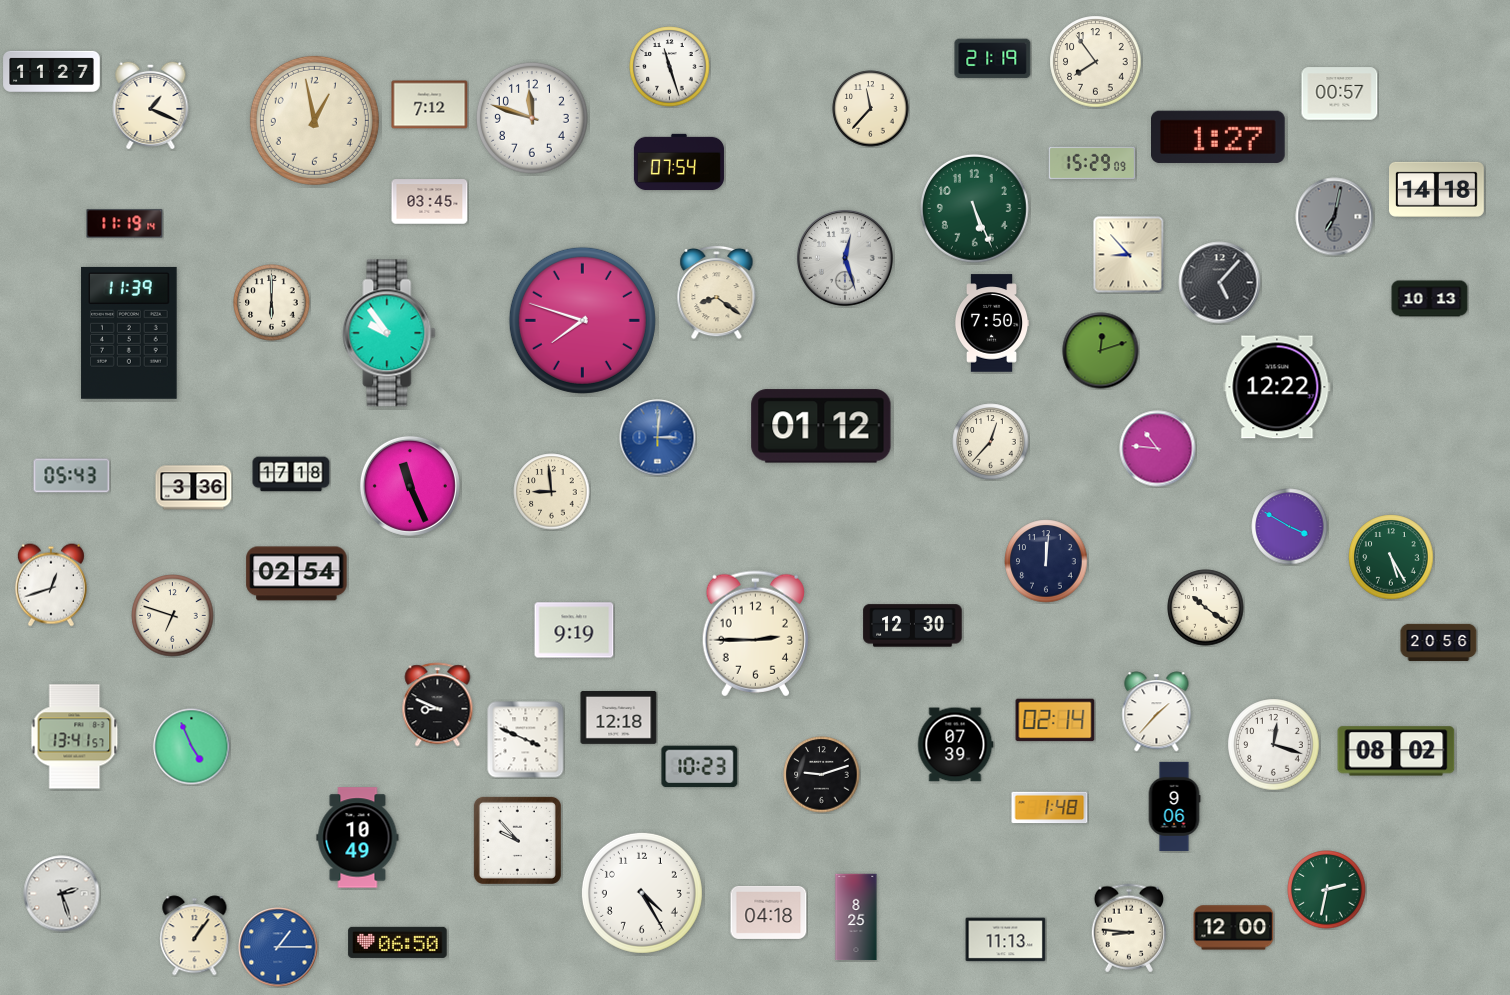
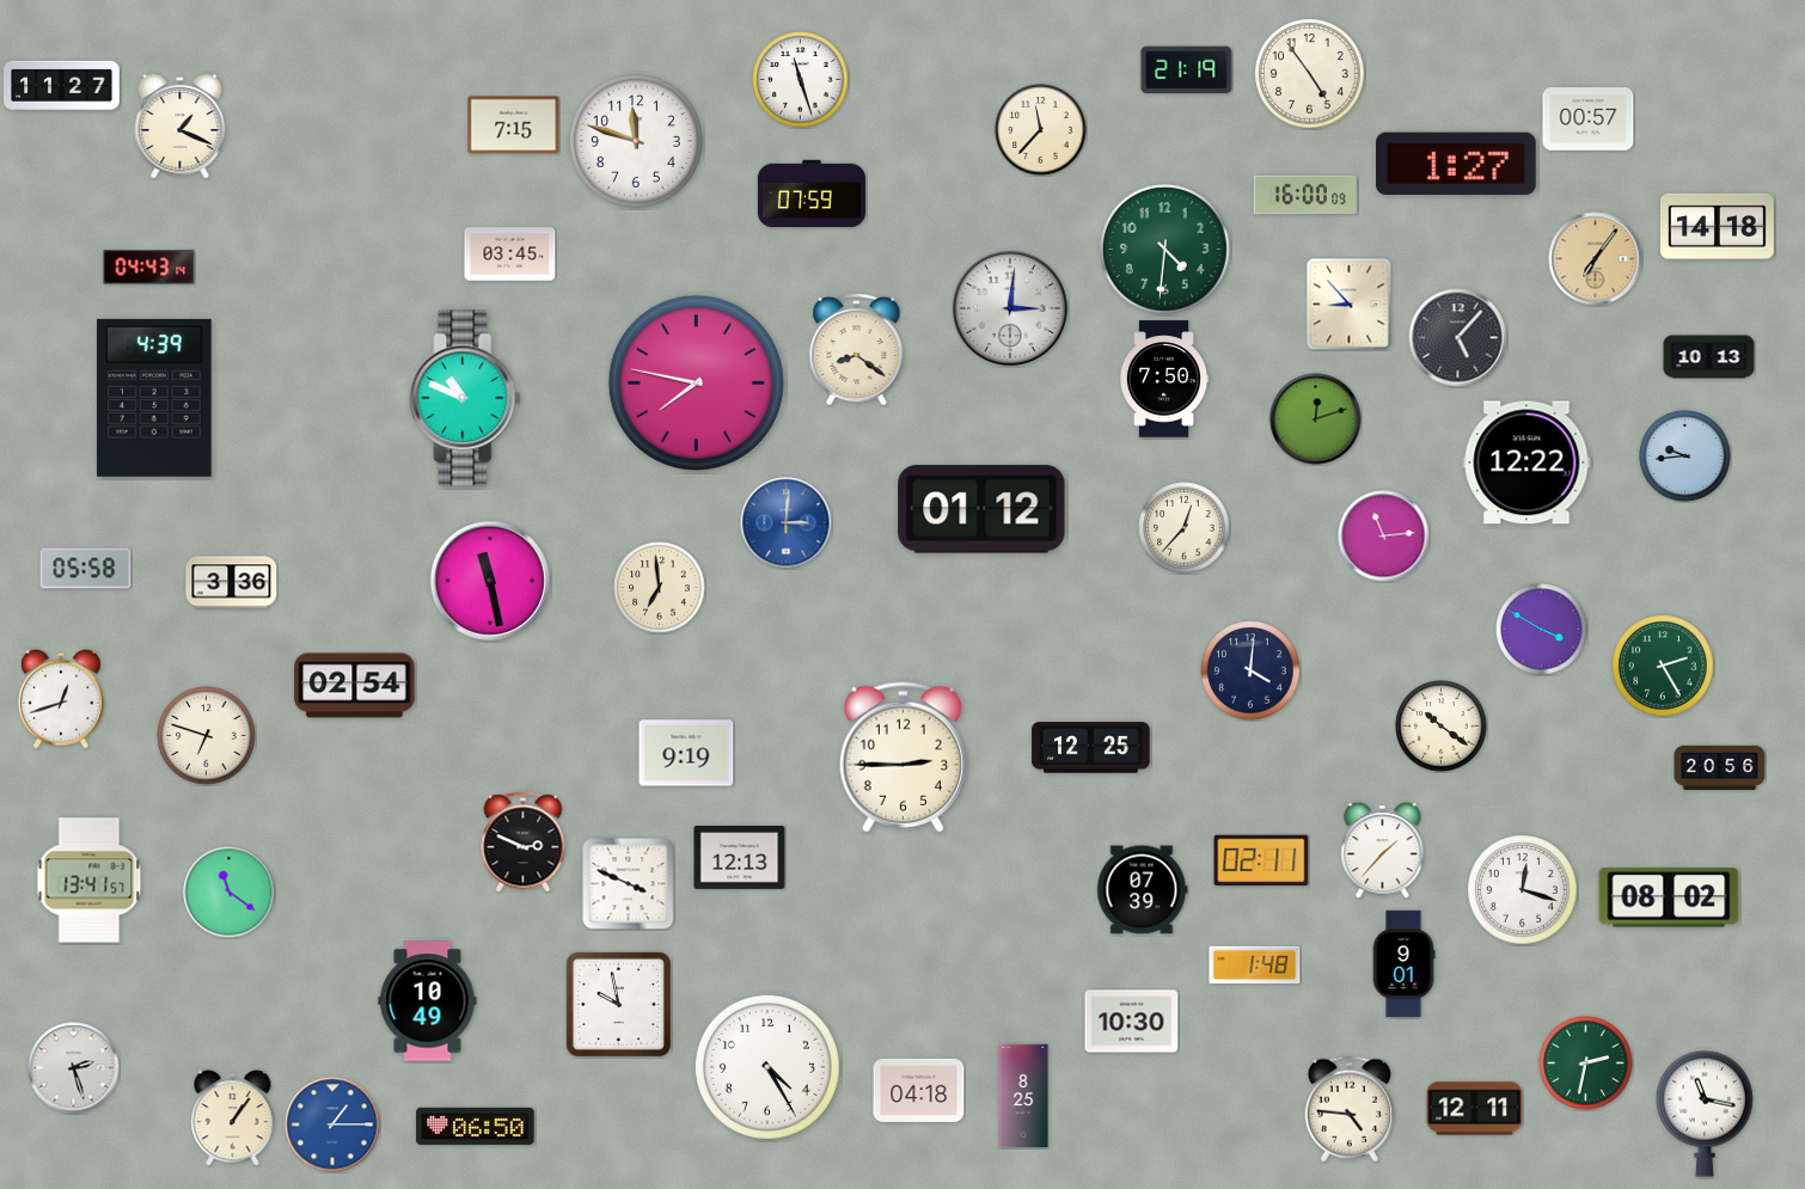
clock at (1096, 62): 7:54 -> 4:54
clock at (1340, 94) position: (1340, 94) -> (1589, 119)
clock at (430, 105): 7:12 -> 7:15
clock at (314, 120): 12:58 -> none
clock at (679, 162): 07:54 -> 07:59
clock at (1092, 163): 15:29 -> 16:00
clock at (430, 202) position: (430, 202) -> (510, 255)
clock at (974, 208): 5:26 -> 4:31
clock at (1335, 217): 7:02 -> 7:06
clock at (1335, 217) dial: grey -> champagne
clock at (125, 224): 11:19 -> 04:43
clock at (845, 258): 12:27 -> 3:01
clock at (272, 303): 6:00 -> none
clock at (582, 320): 7:48 -> 7:47
clock at (992, 323) position: (992, 323) -> (1164, 379)
clock at (129, 333): 11:39 -> 4:39
clock at (389, 333): 9:54 -> 10:49
clock at (1685, 456): none -> 9:44
clock at (1158, 449): 10:46 -> 11:14
clock at (291, 474): 17:18 -> none
clock at (72, 476): 05:43 -> 05:58
clock at (410, 486): 11:26 -> 11:28
clock at (552, 492): 8:59 -> 6:59
clock at (1391, 557): 5:25 -> 2:25
clock at (1046, 561): 12:01 -> 4:01
clock at (913, 626): 12:30 -> 12:25
clock at (438, 705): 8:49 -> 2:49
clock at (619, 718): 12:18 -> 12:13
clock at (1055, 720): 02:14 -> 02:11
clock at (192, 747): 4:56 -> 11:21
clock at (700, 767): 10:23 -> none
clock at (822, 775): 9:12 -> none
clock at (1174, 806): 9:06 -> 9:01
clock at (517, 840): 9:53 -> 9:58
clock at (1132, 1022): none -> 10:30
clock at (1128, 928): 8:46 -> 4:46
clock at (1234, 928): 12:00 -> 12:11
clock at (1705, 1114): none -> 11:17
clock at (1006, 940): 11:13 -> none
clock at (278, 947) position: (278, 947) -> (332, 1124)
